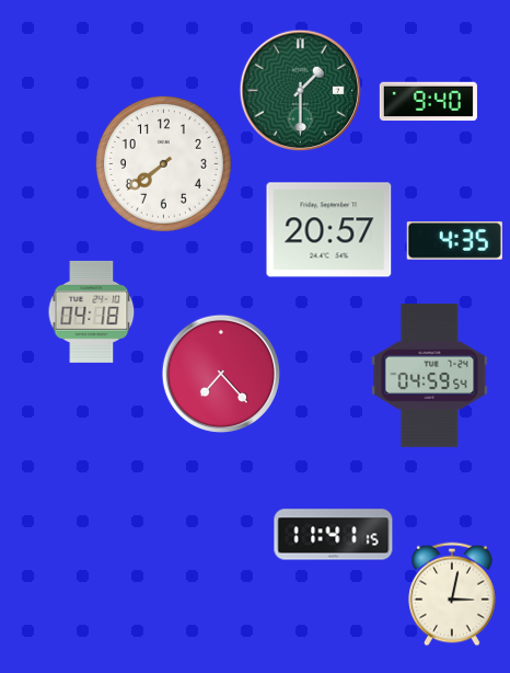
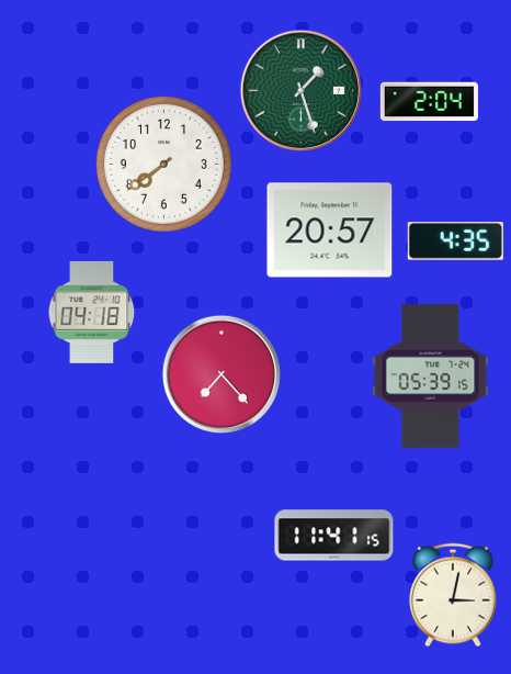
clock at (300, 90): 1:30 -> 1:27
clock at (428, 102): 9:40 -> 2:04
clock at (430, 376): 04:59 -> 05:39
